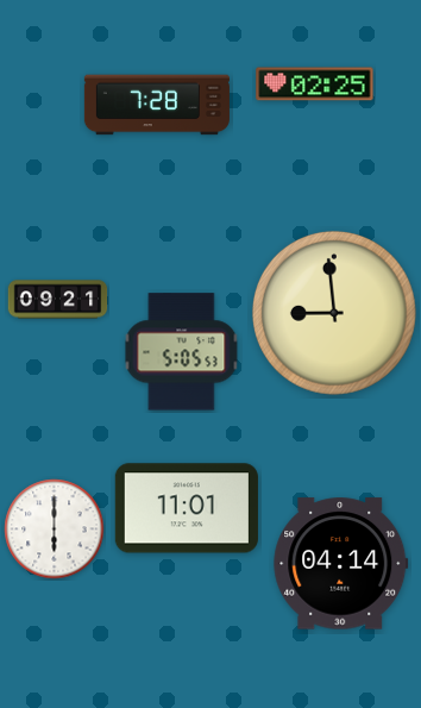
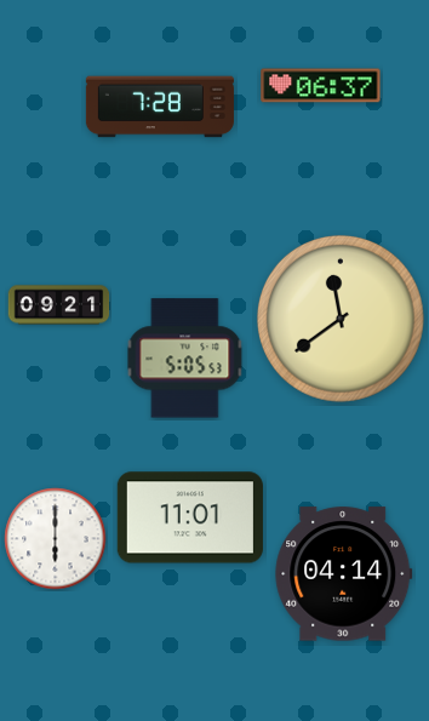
clock at (315, 84): 02:25 -> 06:37
clock at (334, 313): 8:59 -> 11:39
clock at (341, 564) position: (341, 564) -> (344, 574)
